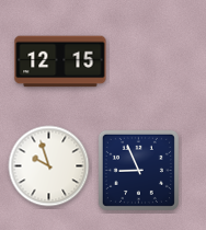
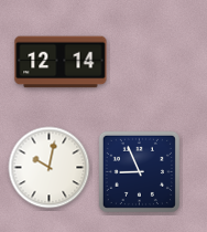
clock at (60, 61): 12:15 -> 12:14
clock at (49, 166): 9:57 -> 10:02
